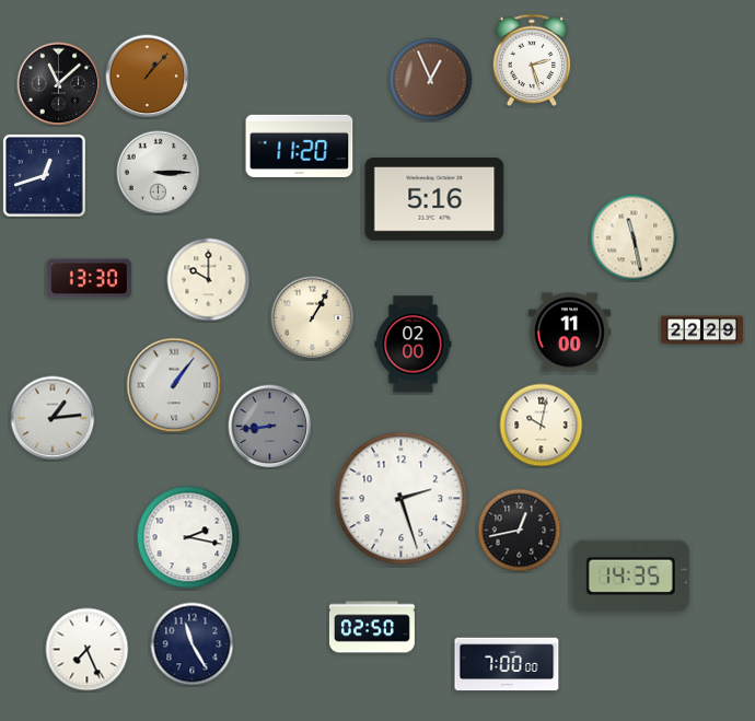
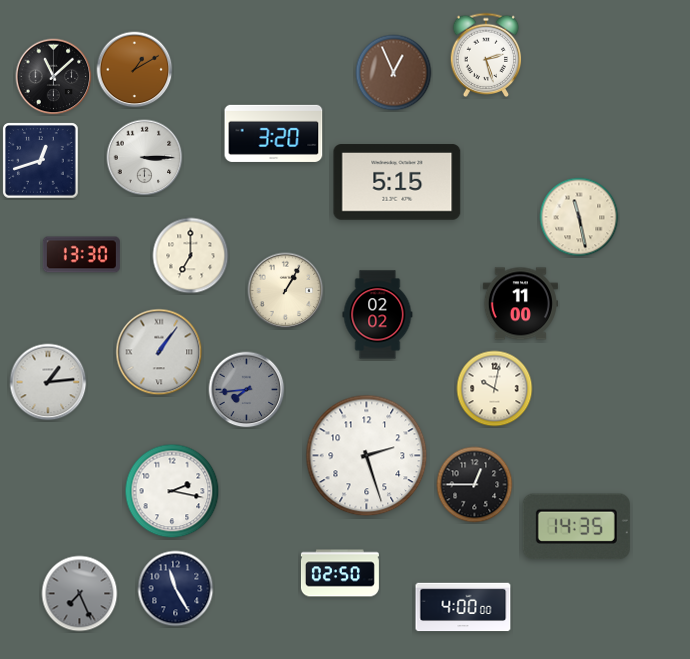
clock at (148, 77): 1:07 -> 1:10
clock at (300, 146): 11:20 -> 3:20
clock at (434, 199): 5:16 -> 5:15
clock at (209, 280): 10:00 -> 7:00
clock at (701, 330): 22:29 -> none
clock at (414, 345): 02:00 -> 02:02
clock at (270, 427): 8:44 -> 7:44
clock at (520, 531): 12:43 -> 12:45
clock at (88, 650) dial: white -> grey
clock at (507, 664): 7:00 -> 4:00
